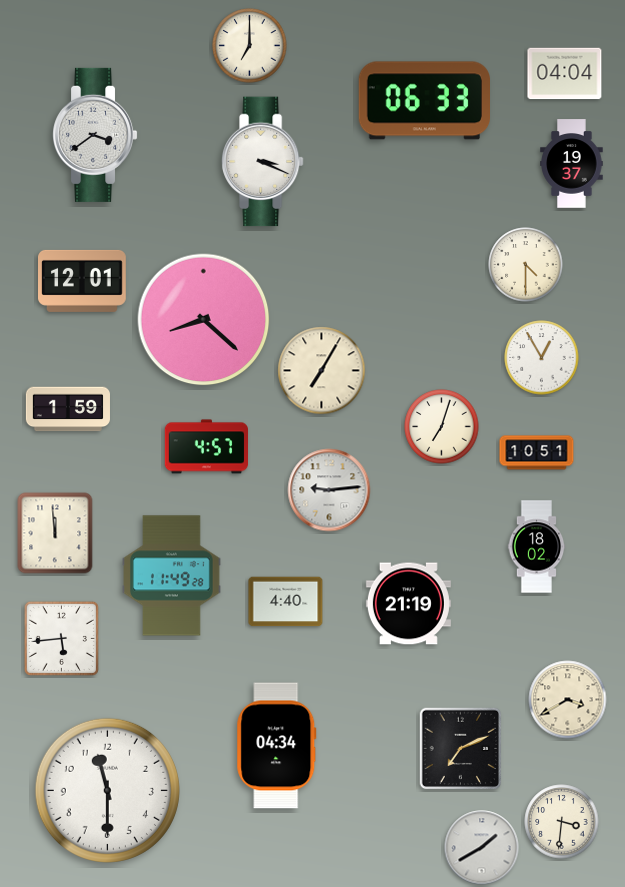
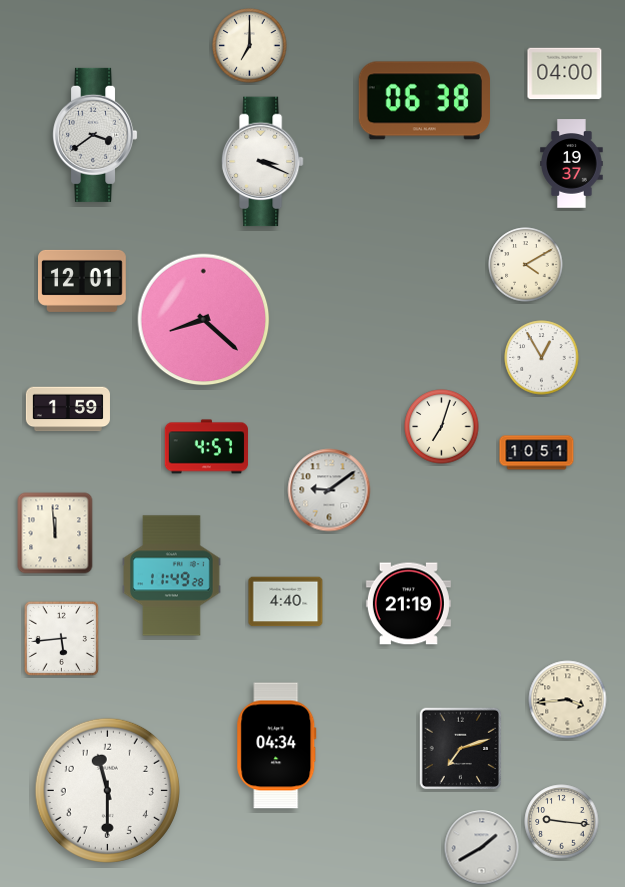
clock at (565, 74): 04:04 -> 04:00
clock at (424, 101): 06:33 -> 06:38
clock at (526, 265): 4:30 -> 4:10
clock at (322, 371): 7:05 -> none
clock at (329, 490): 9:14 -> 9:09
clock at (537, 547): 18:02 -> none
clock at (568, 700): 3:40 -> 3:44
clock at (461, 749): 7:11 -> 7:12
clock at (562, 822): 3:31 -> 9:16
